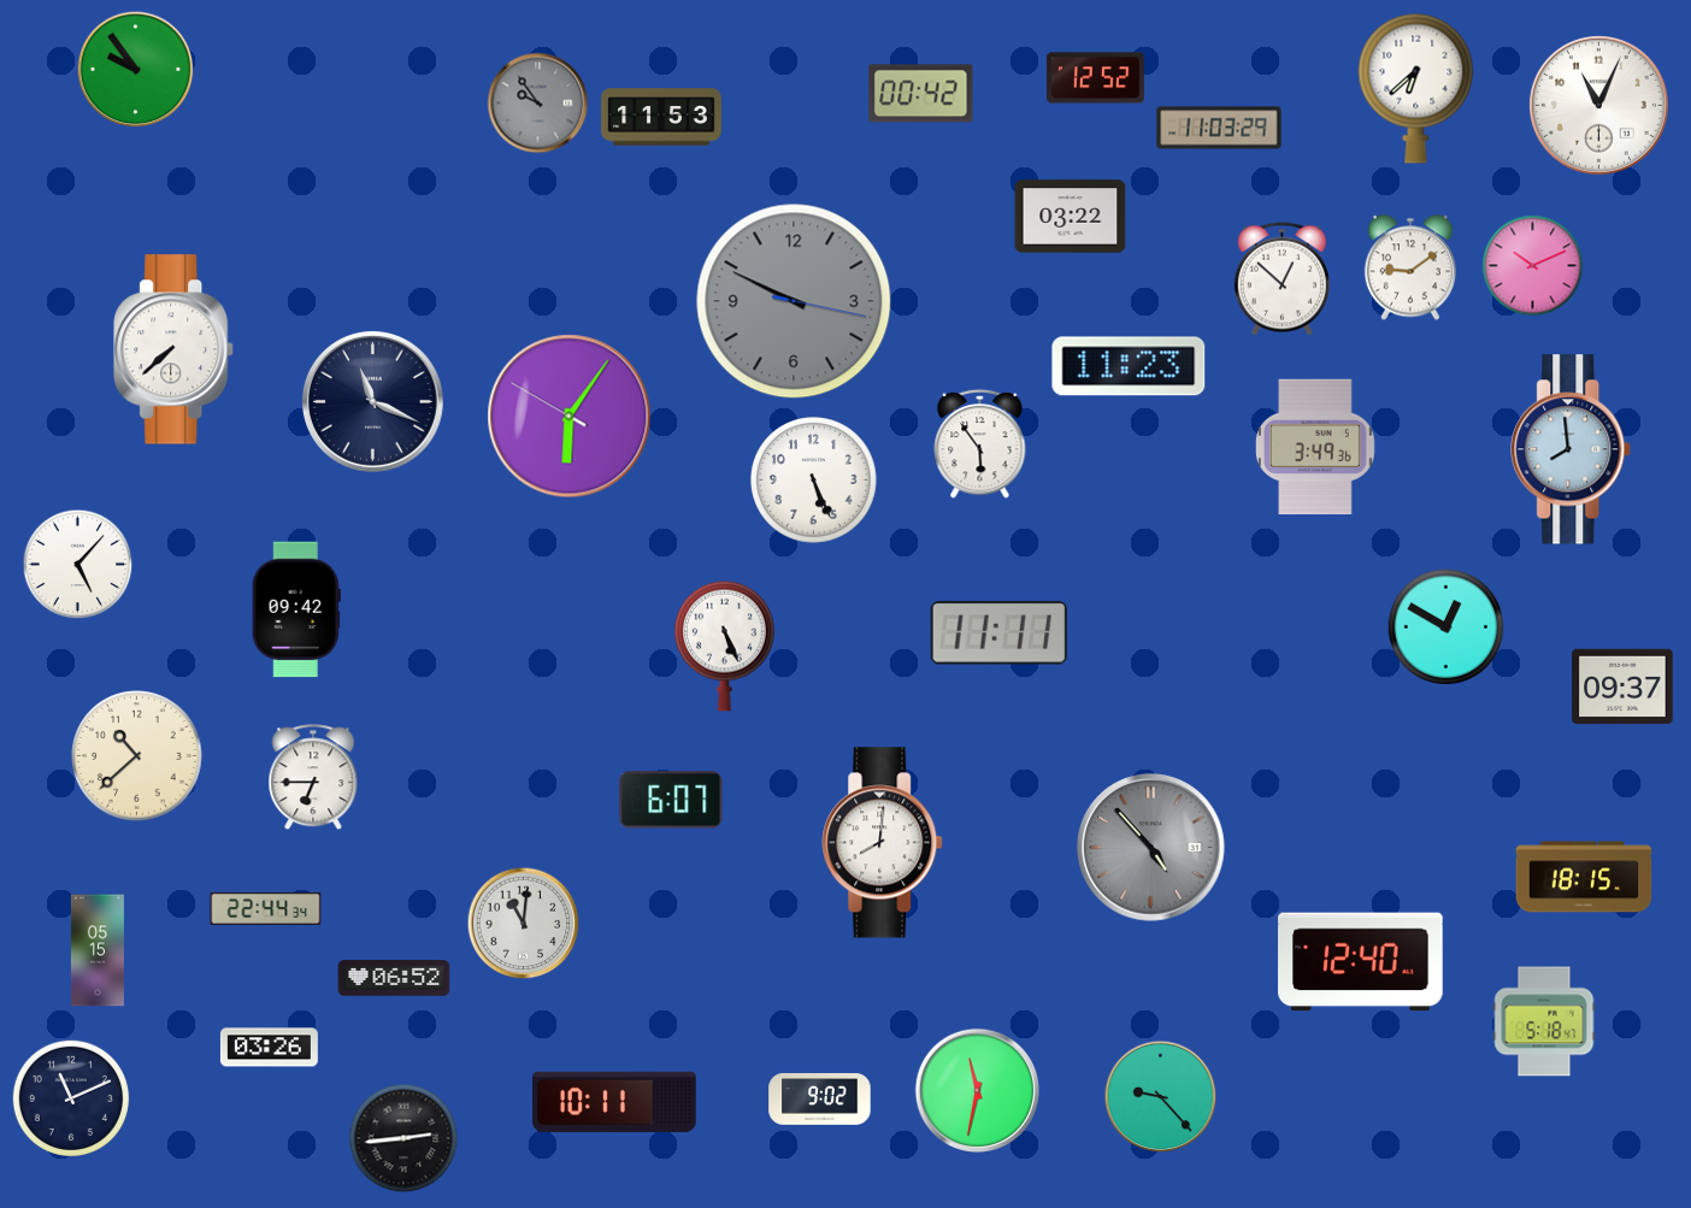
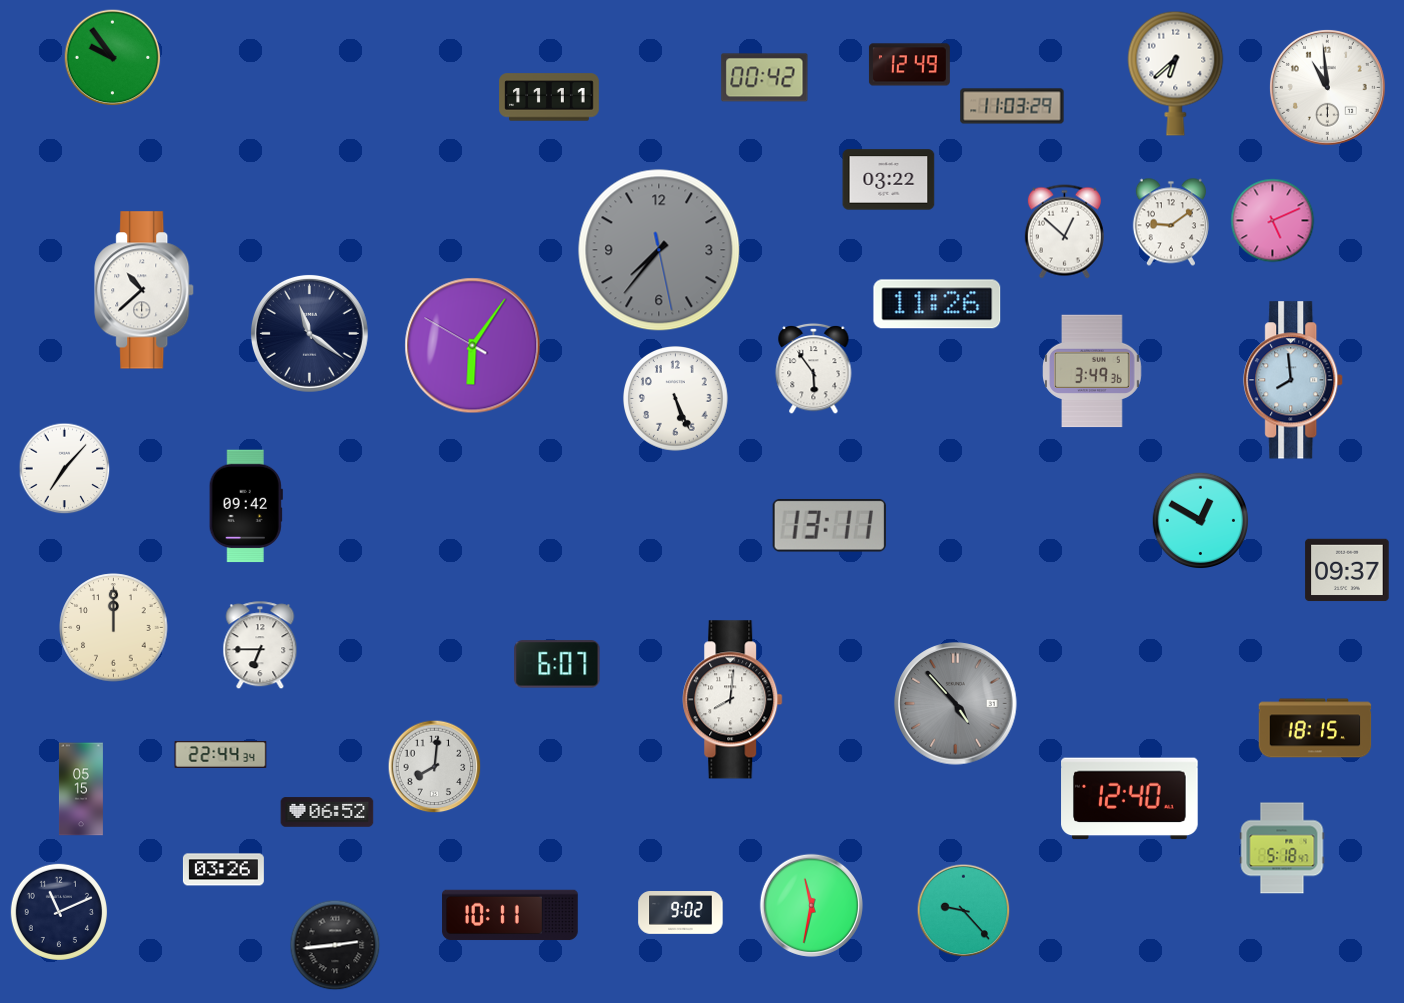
clock at (1095, 78): 12:52 -> 12:49
clock at (538, 104): 9:54 -> none
clock at (1598, 105): 11:04 -> 10:59
clock at (661, 117): 11:53 -> 11:11
clock at (1533, 266): 10:11 -> 5:11
clock at (794, 301): 9:49 -> 7:36
clock at (175, 349): 7:38 -> 10:38
clock at (1129, 366): 11:23 -> 11:26
clock at (373, 402): 11:19 -> 11:21
clock at (1572, 449) position: (1572, 449) -> (1294, 380)
clock at (78, 565): 5:07 -> 7:07
clock at (998, 634): 11:11 -> 13:11
clock at (725, 646): 5:26 -> none
clock at (137, 756): 10:38 -> 12:00
clock at (524, 924): 11:01 -> 8:01
